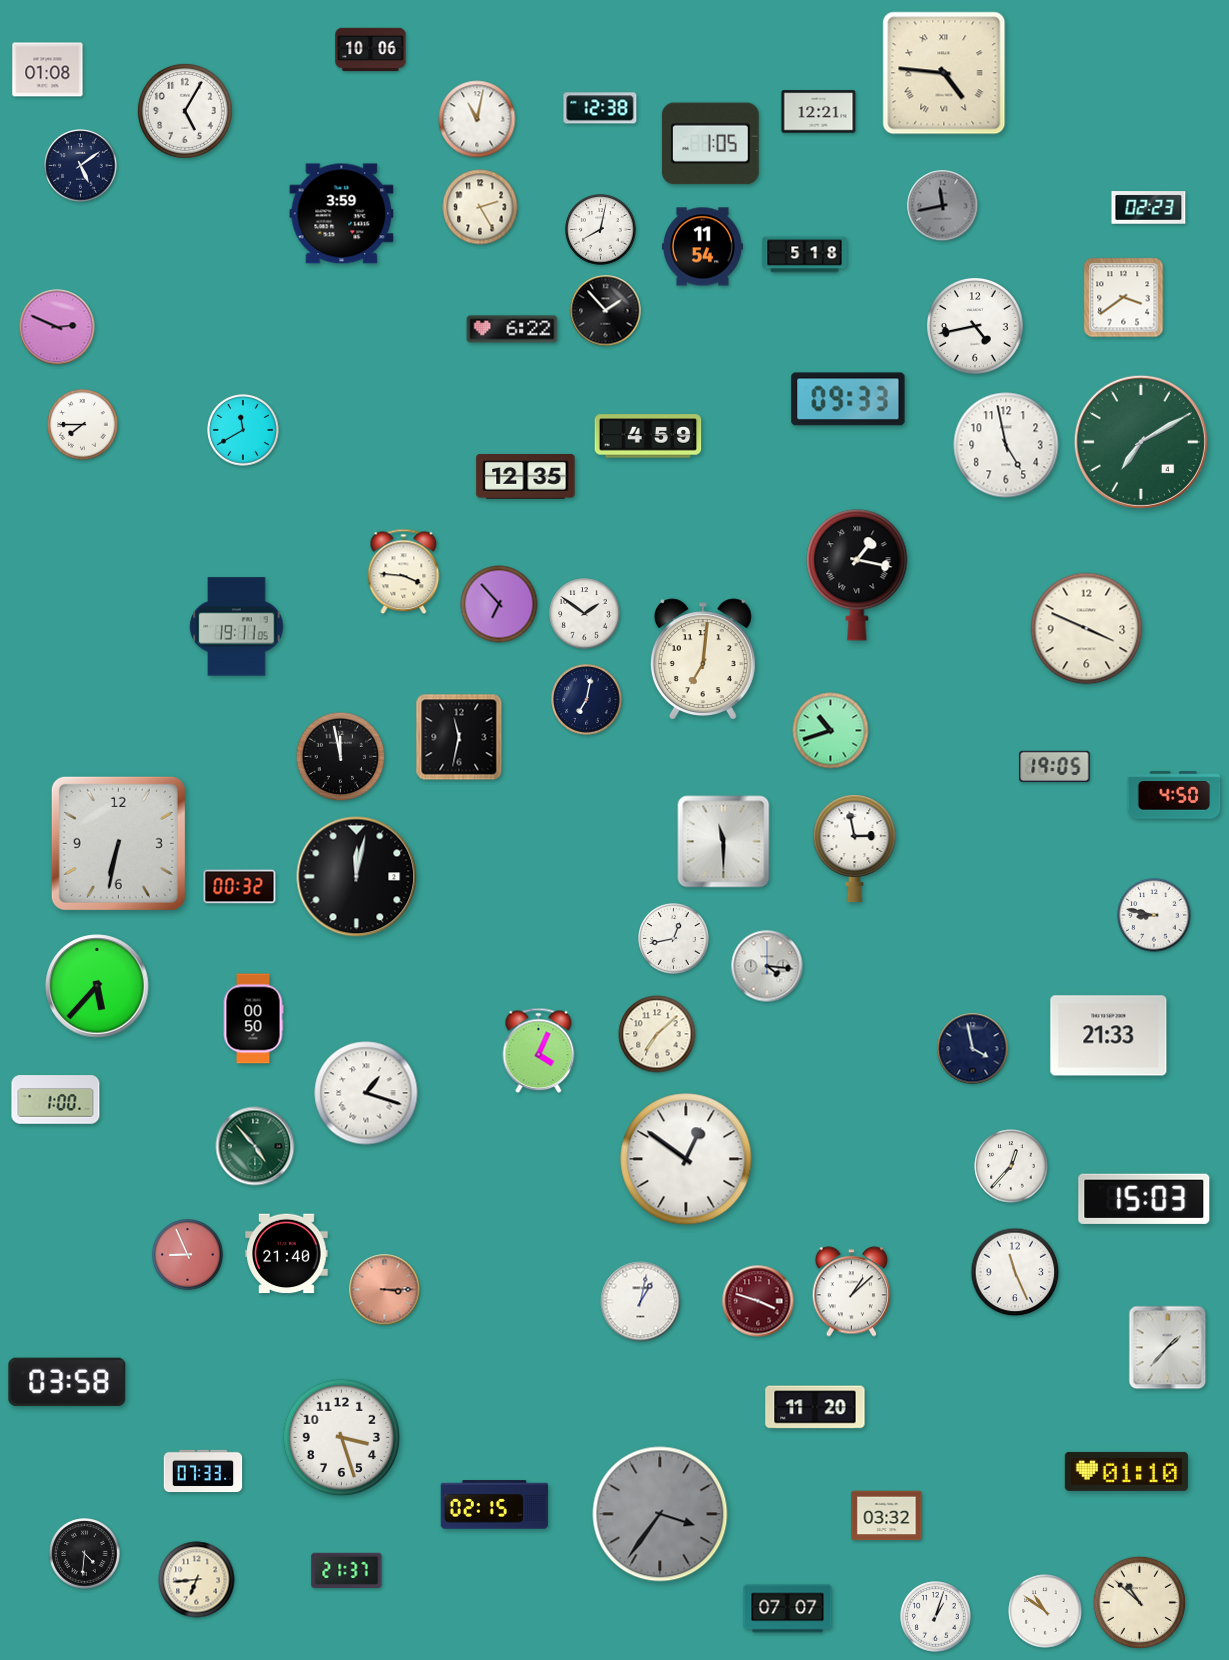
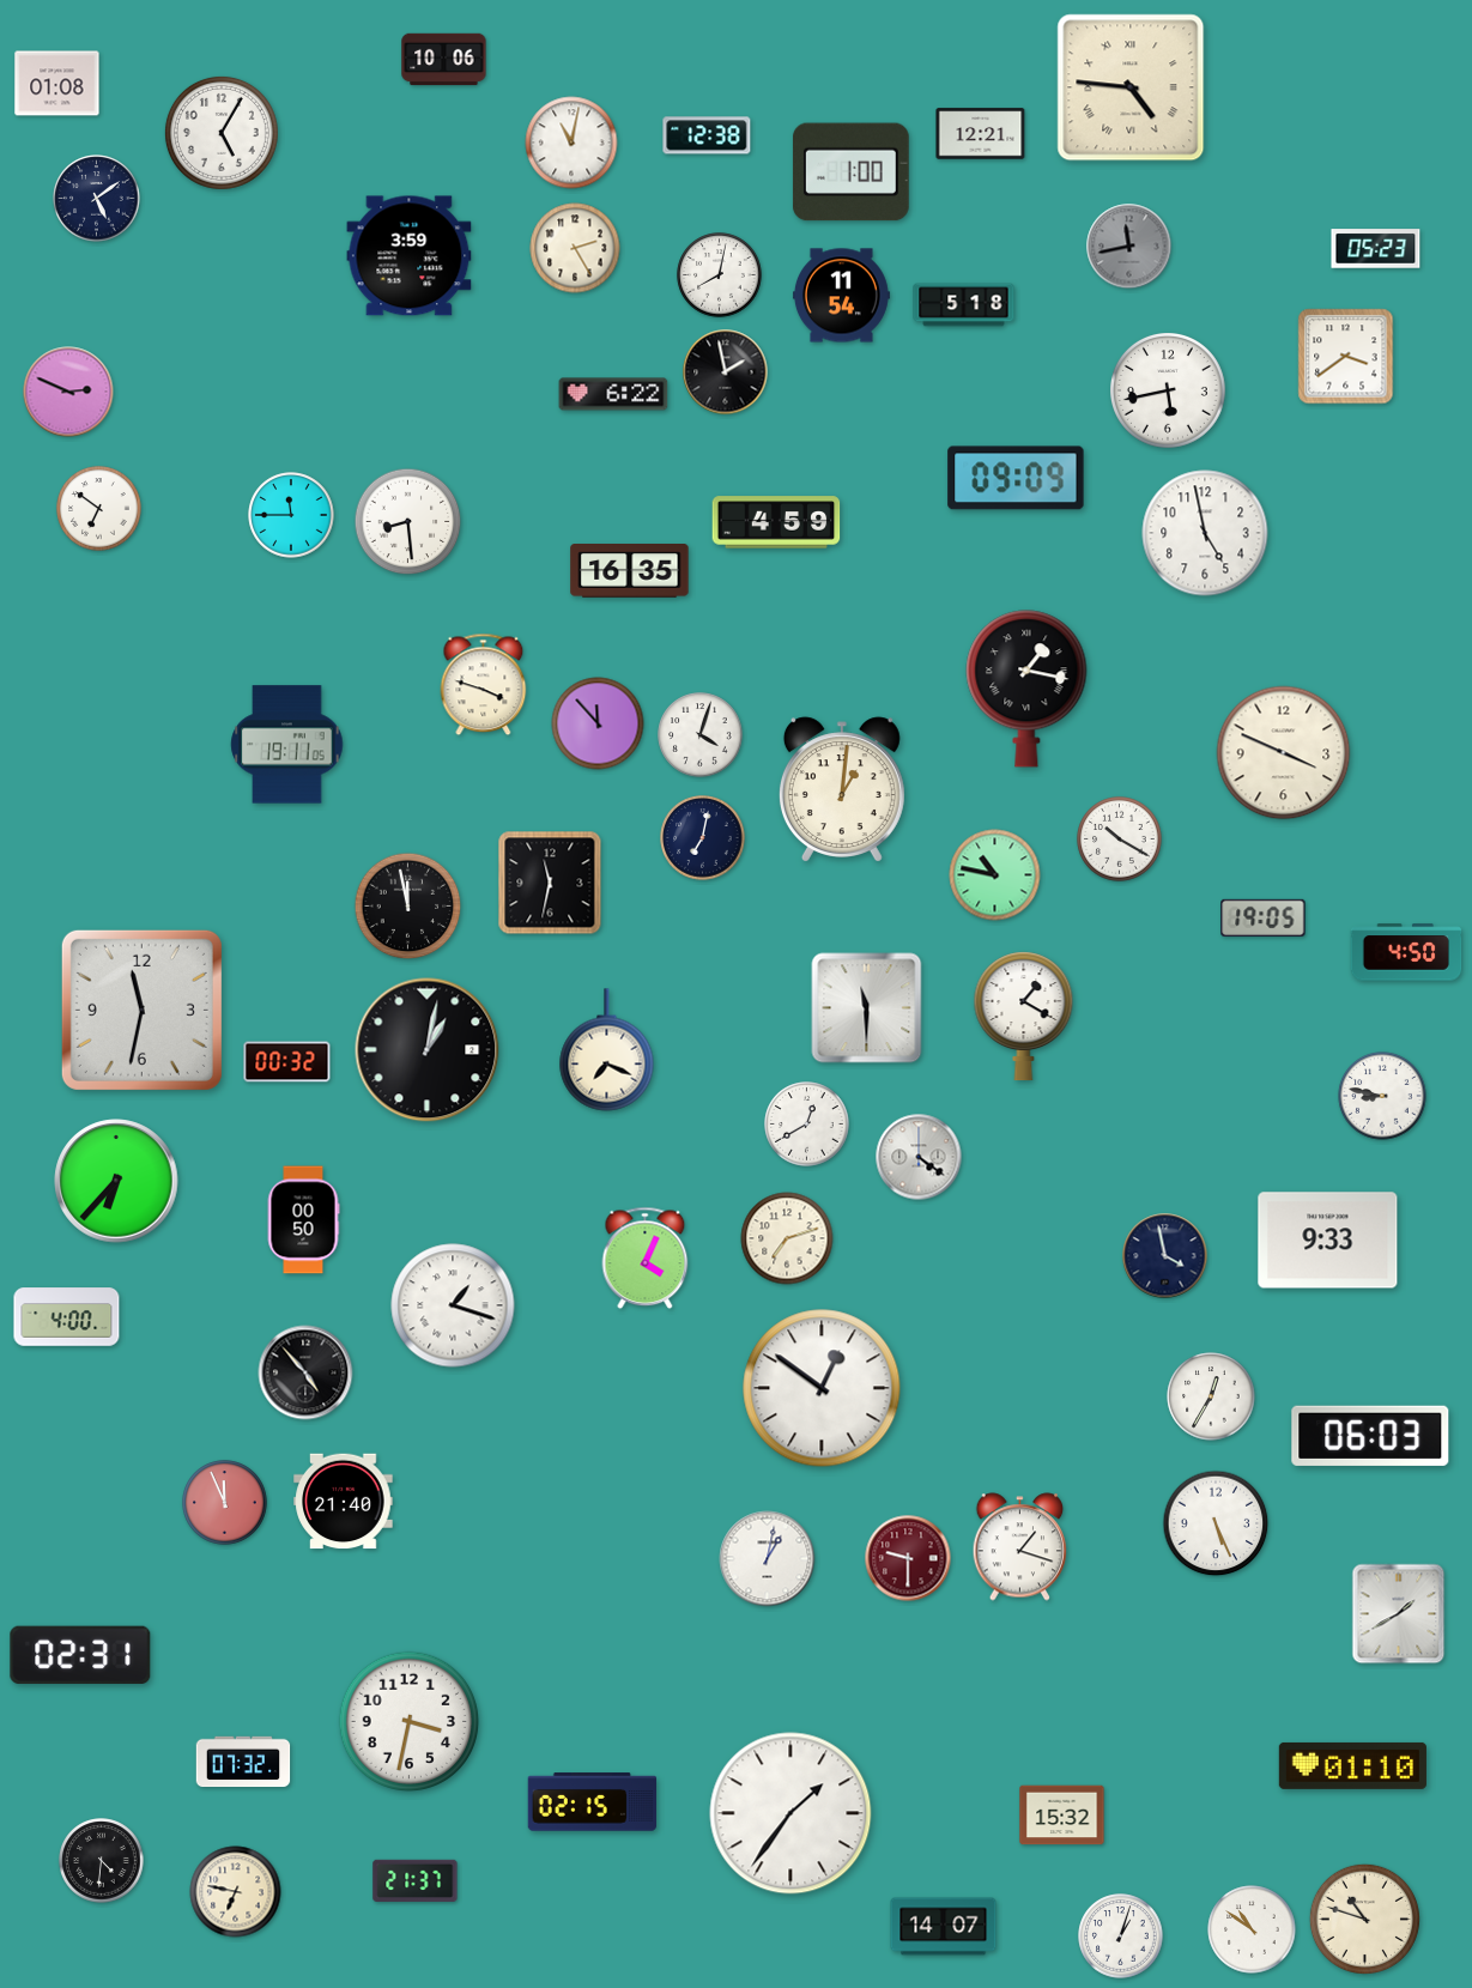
clock at (600, 108) position: (600, 108) -> (707, 135)
clock at (710, 144): 1:05 -> 1:00
clock at (1149, 208): 02:23 -> 05:23
clock at (606, 311): 1:53 -> 1:58
clock at (976, 327): 4:43 -> 5:43
clock at (848, 399): 09:33 -> 09:09
clock at (83, 425): 7:45 -> 6:51
clock at (243, 430): 11:40 -> 11:45
clock at (408, 522): none -> 8:29
clock at (1141, 442): 7:10 -> none
clock at (526, 477): 12:35 -> 16:35
clock at (404, 572): 3:46 -> 3:48
clock at (499, 604): 6:53 -> 11:53
clock at (585, 614): 1:51 -> 4:03
clock at (237, 627) position: (237, 627) -> (287, 745)
clock at (1087, 629) position: (1087, 629) -> (1284, 753)
clock at (703, 659): 7:01 -> 1:01
clock at (1120, 840): none -> 10:20
clock at (831, 731): 10:42 -> 10:47
clock at (118, 843): 6:32 -> 11:32
clock at (855, 849): 2:58 -> 1:20
clock at (357, 877): 12:02 -> 1:02
clock at (607, 1050): none -> 7:19
clock at (674, 939): 12:43 -> 12:40
clock at (767, 966): 4:16 -> 4:21
clock at (97, 986): 5:37 -> 6:37
clock at (657, 1034): 7:08 -> 7:12
clock at (1109, 1036): 21:33 -> 9:33
clock at (366, 1093) position: (366, 1093) -> (453, 1305)
clock at (56, 1100): 1:00 -> 4:00
clock at (255, 1146) dial: green -> black
clock at (1011, 1166): 12:37 -> 12:35
clock at (1144, 1199): 15:03 -> 06:03
clock at (188, 1255): 8:56 -> 11:56
clock at (1015, 1272): 11:26 -> 5:26
clock at (385, 1290): 3:15 -> none
clock at (852, 1292): 1:08 -> 1:18
clock at (758, 1301): 3:48 -> 9:30
clock at (1168, 1348): 1:37 -> 1:40
clock at (67, 1381): 03:58 -> 02:31
clock at (815, 1407): 11:20 -> none
clock at (342, 1438): 3:27 -> 3:32
clock at (203, 1471): 07:33 -> 07:32
clock at (1126, 1471) position: (1126, 1471) -> (1352, 1765)
clock at (660, 1514): 3:36 -> 1:36
clock at (660, 1514) dial: grey -> white
clock at (887, 1516): 03:32 -> 15:32
clock at (197, 1580): 6:44 -> 6:47
clock at (1139, 1602): 10:52 -> 10:48
clock at (788, 1609): 07:07 -> 14:07
